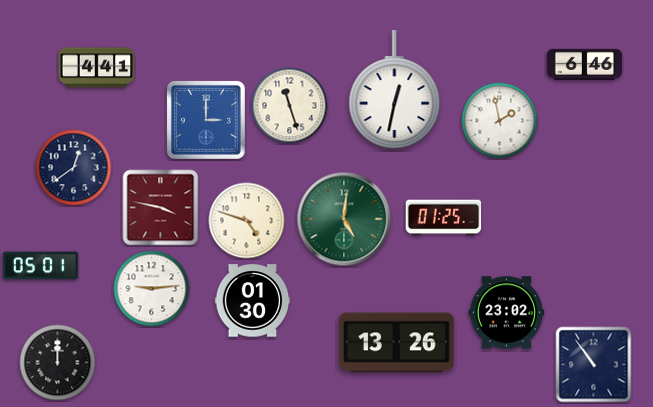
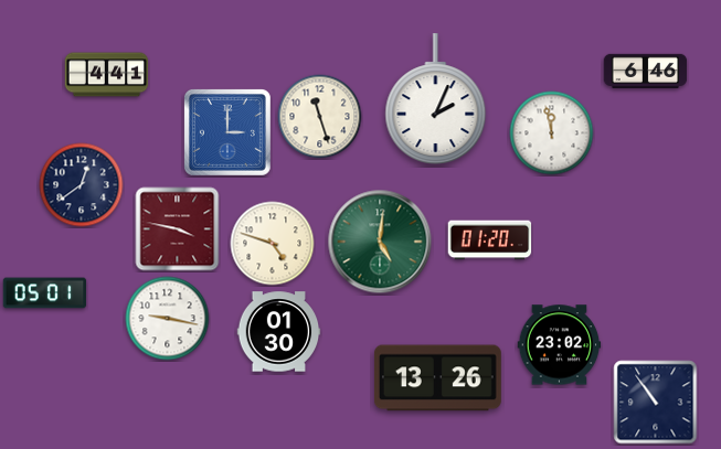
clock at (395, 90): 12:32 -> 2:04
clock at (500, 121): 1:58 -> 11:58
clock at (444, 218): 01:25 -> 01:20
clock at (152, 289): 9:14 -> 9:17
clock at (58, 363): 12:00 -> none
